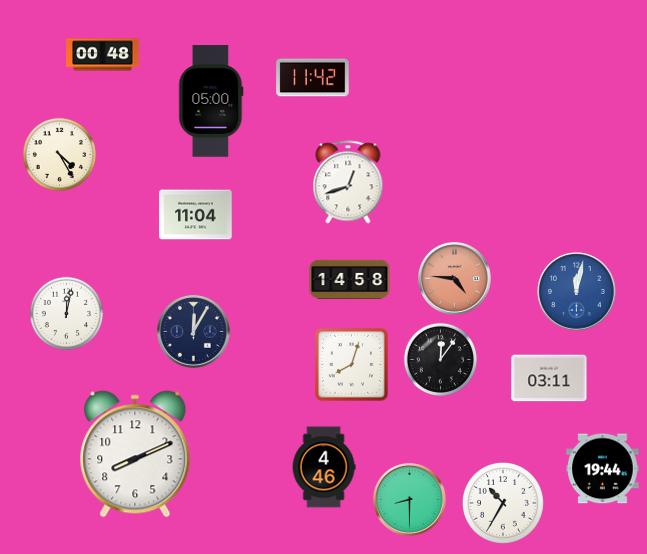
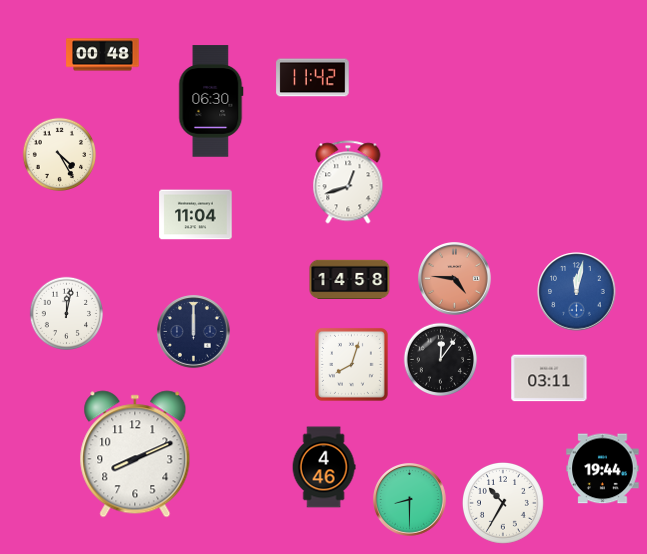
clock at (211, 101): 05:00 -> 06:30
clock at (194, 332): 12:05 -> 12:00
